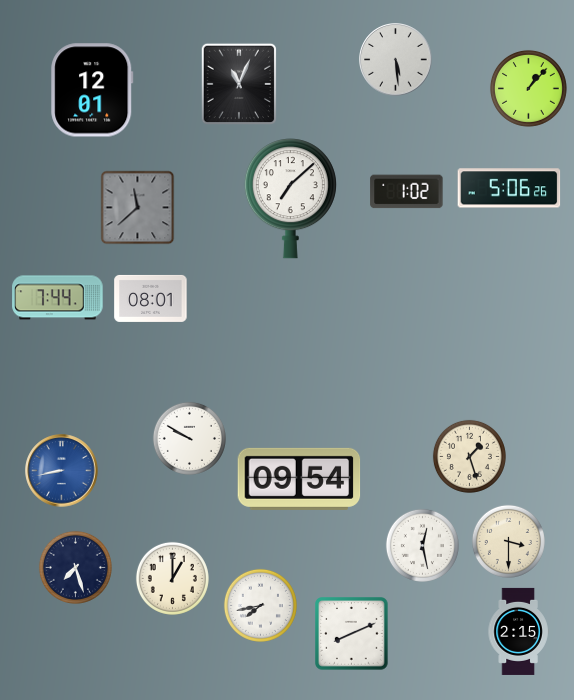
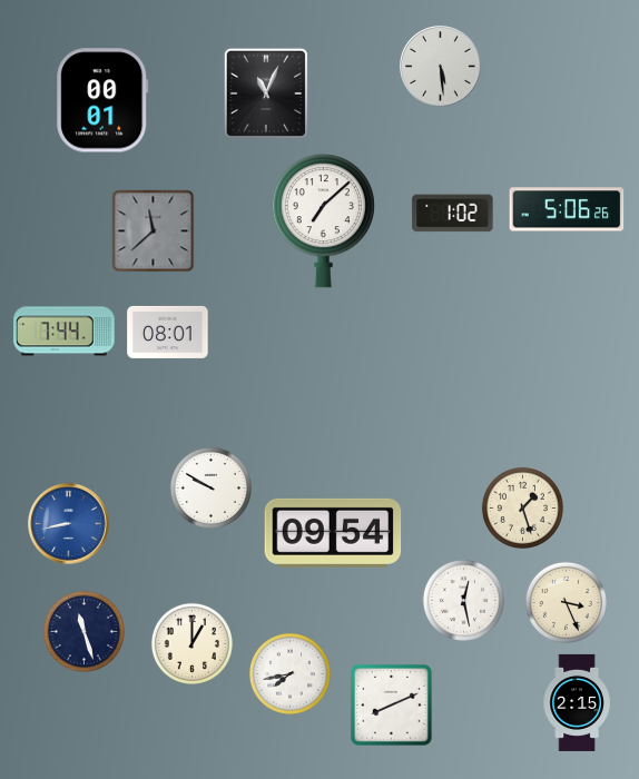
clock at (528, 88): 1:07 -> none
clock at (92, 90): 12:01 -> 00:01
clock at (508, 541): 3:30 -> 3:26
clock at (422, 545) position: (422, 545) -> (463, 600)
clock at (75, 567): 7:27 -> 11:27
